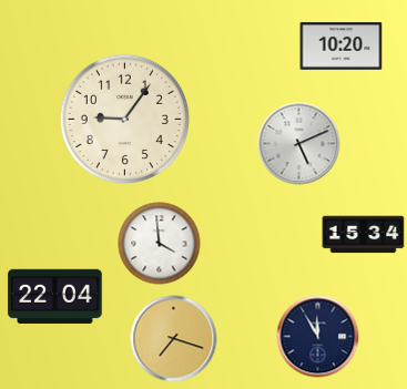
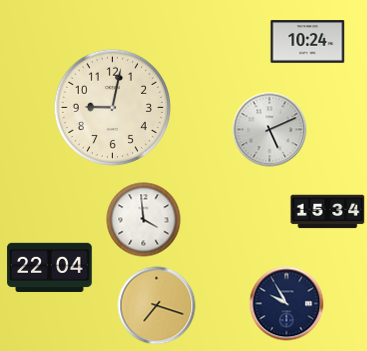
clock at (342, 47): 10:20 -> 10:24
clock at (124, 119): 9:06 -> 9:02
clock at (318, 337): 11:55 -> 9:55
